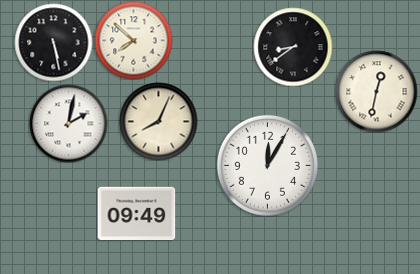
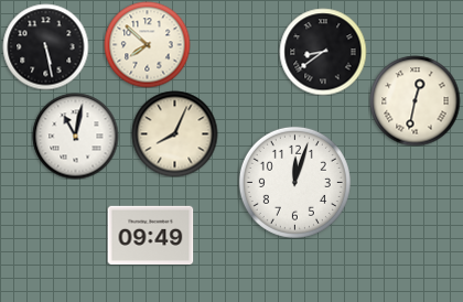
clock at (53, 42) position: (53, 42) -> (45, 46)
clock at (68, 123): 2:02 -> 11:02
clock at (267, 165): 12:05 -> 12:03
